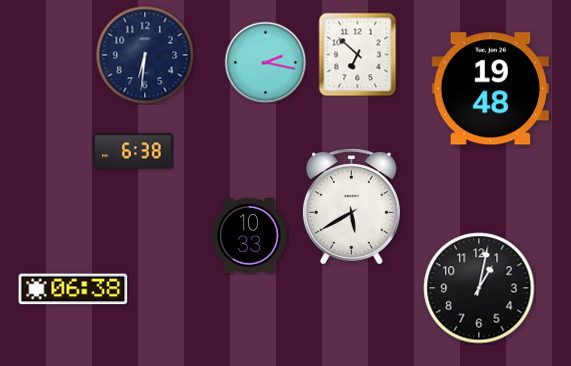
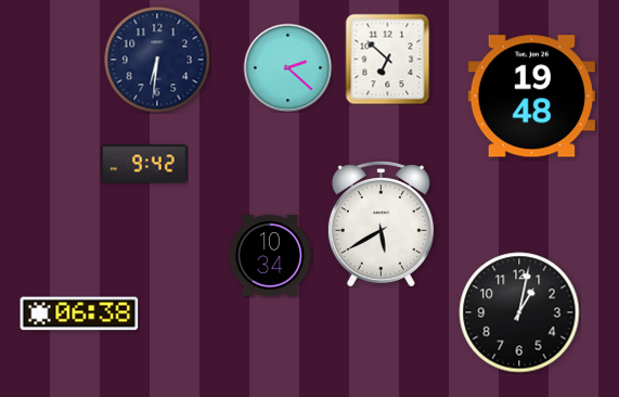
clock at (265, 62): 2:17 -> 2:22
clock at (133, 151): 6:38 -> 9:42
clock at (249, 236): 10:33 -> 10:34
